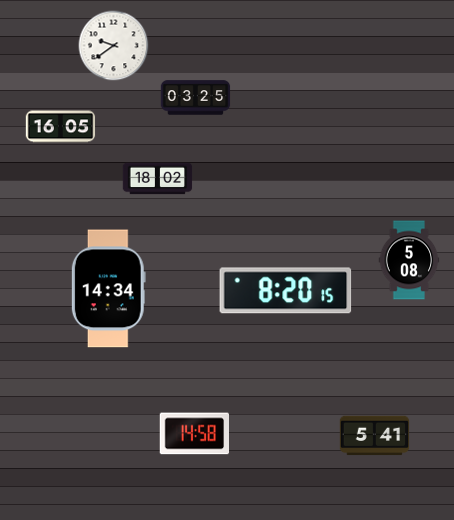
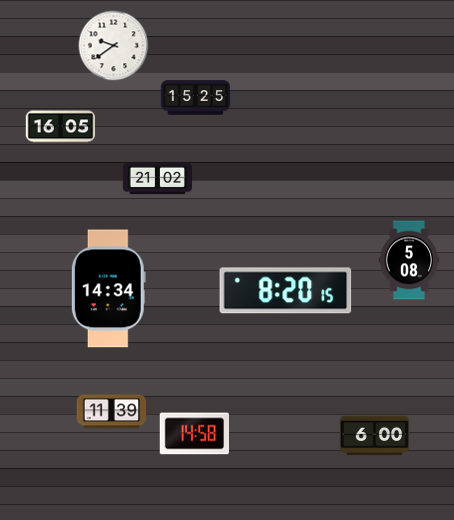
clock at (196, 98): 03:25 -> 15:25
clock at (158, 179): 18:02 -> 21:02
clock at (112, 412): none -> 11:39
clock at (375, 436): 5:41 -> 6:00
